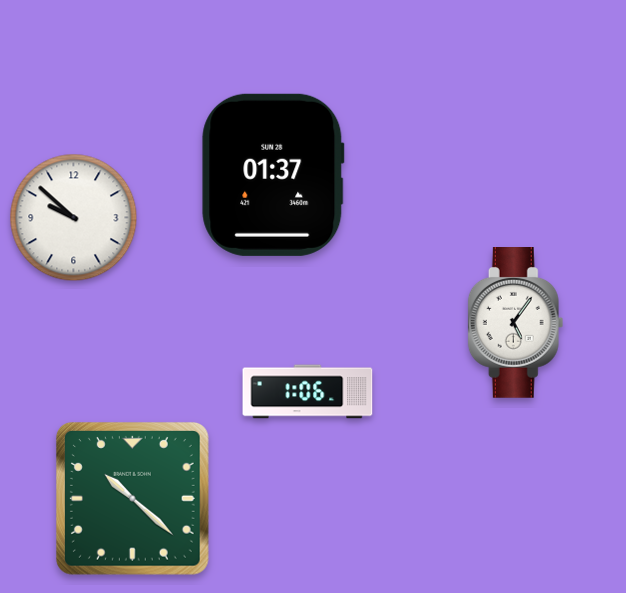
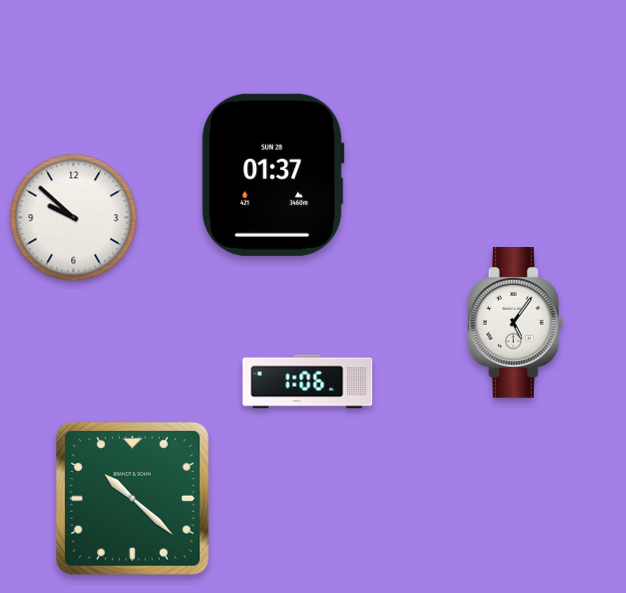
clock at (308, 392) position: (308, 392) -> (308, 382)
